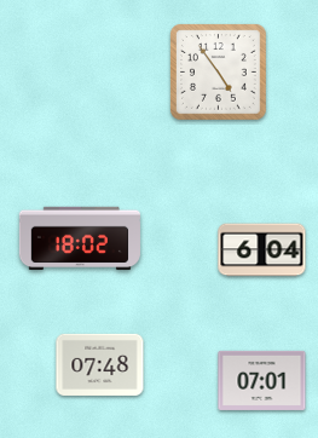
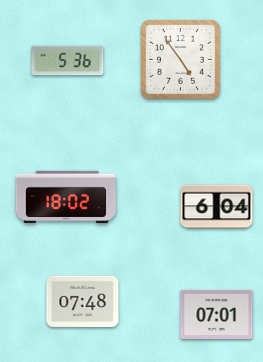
clock at (68, 61): none -> 5:36
